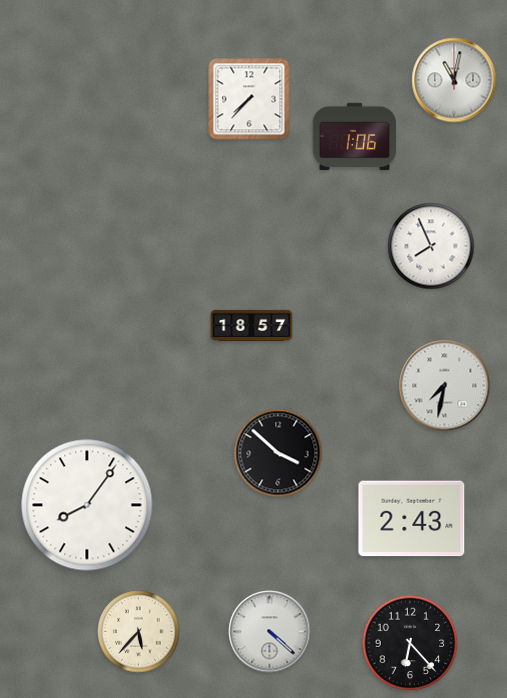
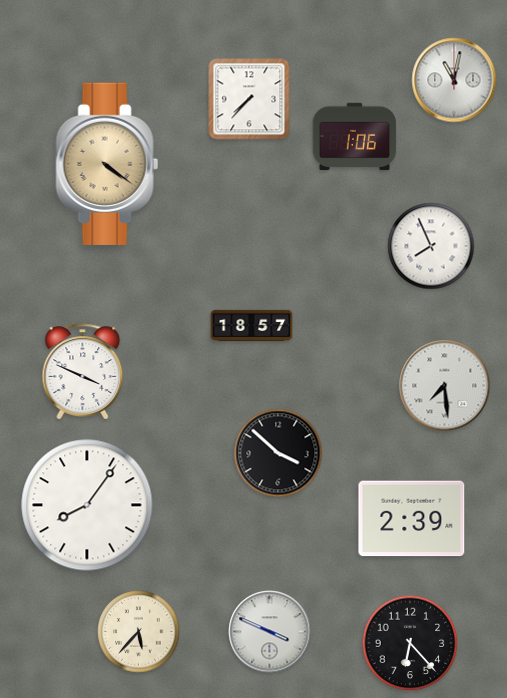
clock at (107, 164): none -> 4:21
clock at (83, 372): none -> 3:49
clock at (445, 386): 7:32 -> 7:29
clock at (412, 519): 2:43 -> 2:39
clock at (270, 632): 4:22 -> 3:49
